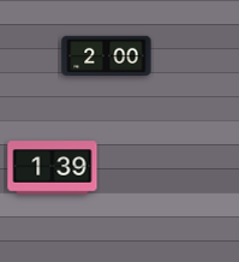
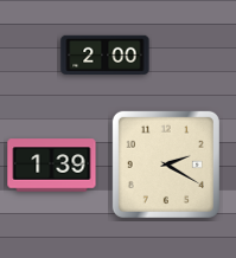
clock at (166, 165): none -> 2:20
